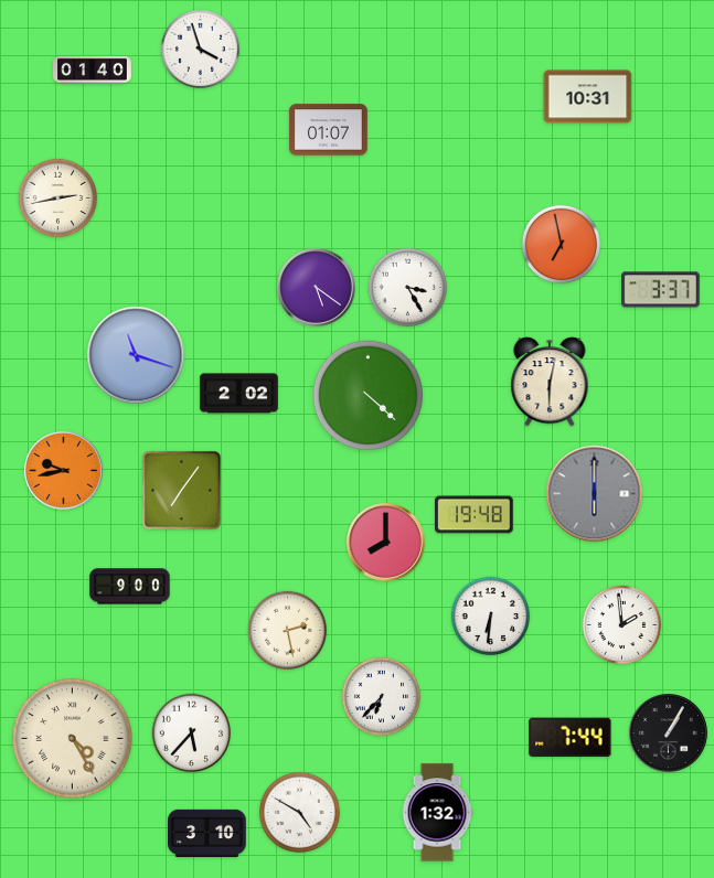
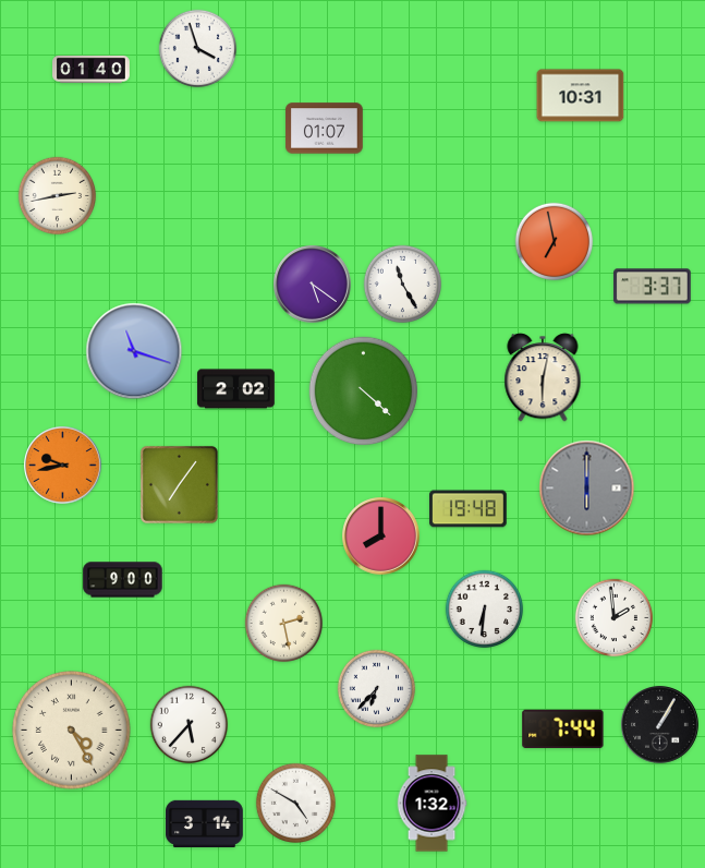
clock at (408, 288): 3:25 -> 11:25
clock at (130, 587) position: (130, 587) -> (123, 580)
clock at (207, 833): 3:10 -> 3:14
